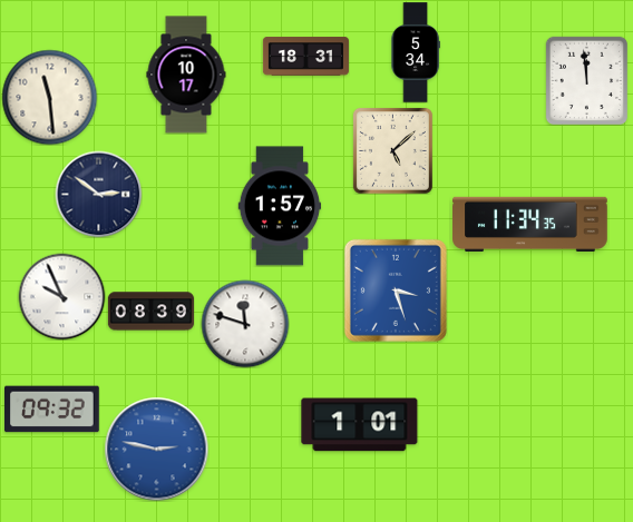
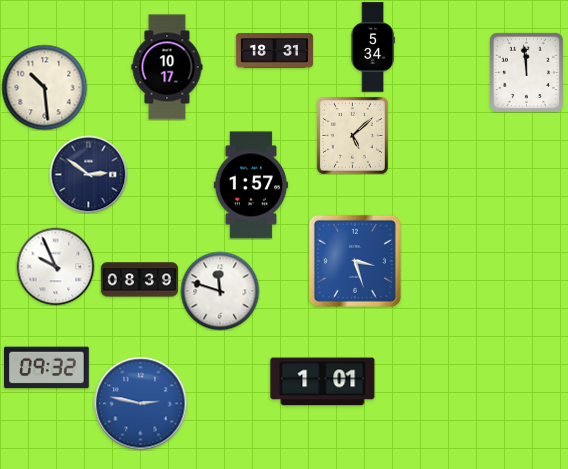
clock at (49, 97): 11:29 -> 10:29
clock at (530, 224): 11:34 -> none
clock at (150, 312) position: (150, 312) -> (139, 280)
